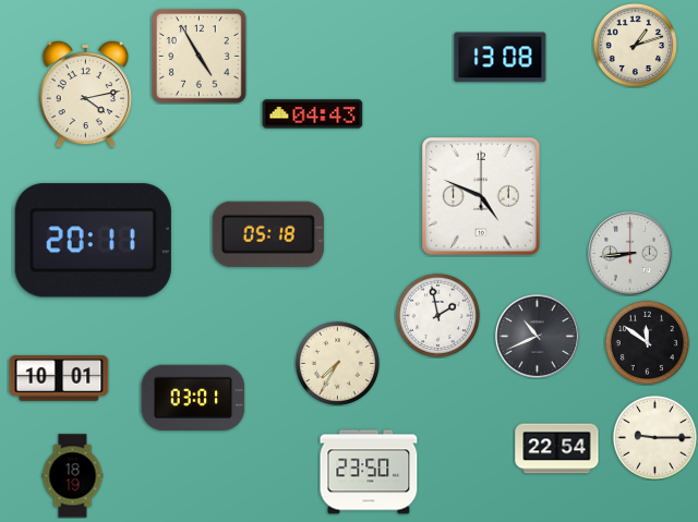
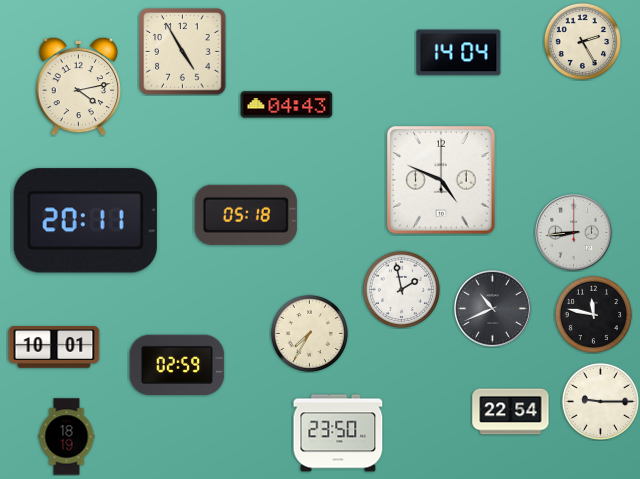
clock at (635, 45): 1:12 -> 2:25
clock at (501, 58): 13:08 -> 14:04
clock at (630, 254) position: (630, 254) -> (574, 233)
clock at (647, 342): 11:51 -> 11:47
clock at (193, 397): 03:01 -> 02:59
